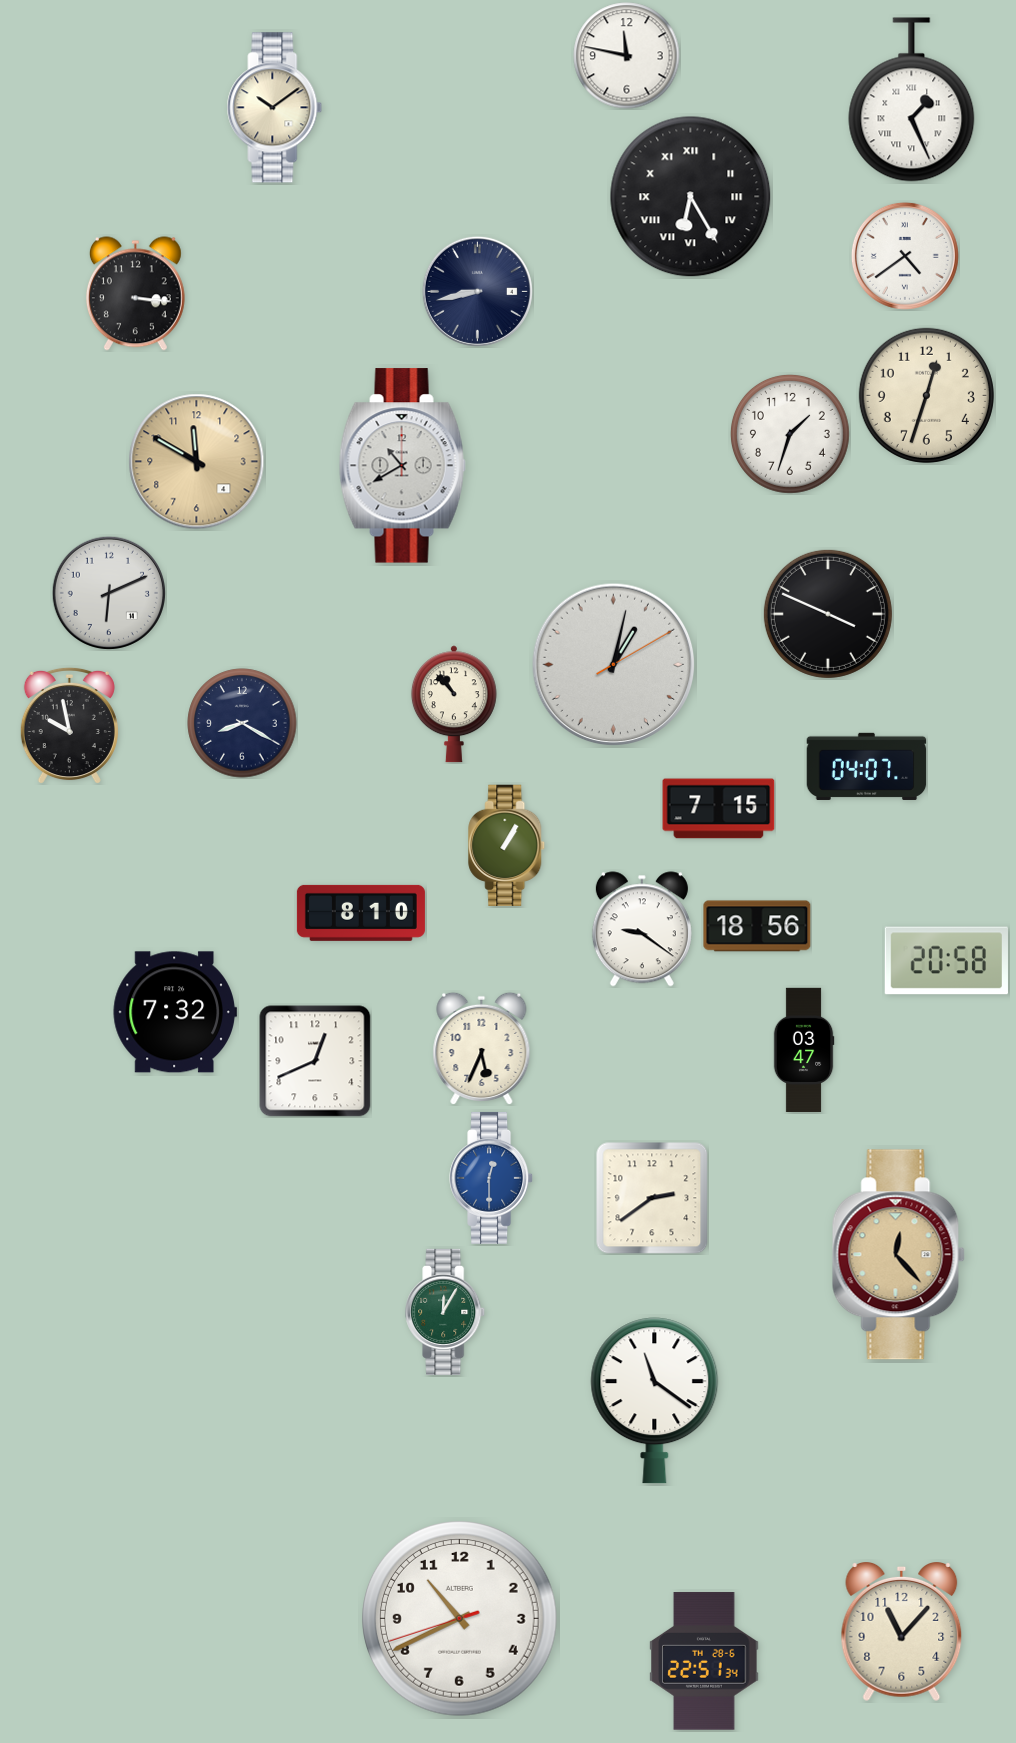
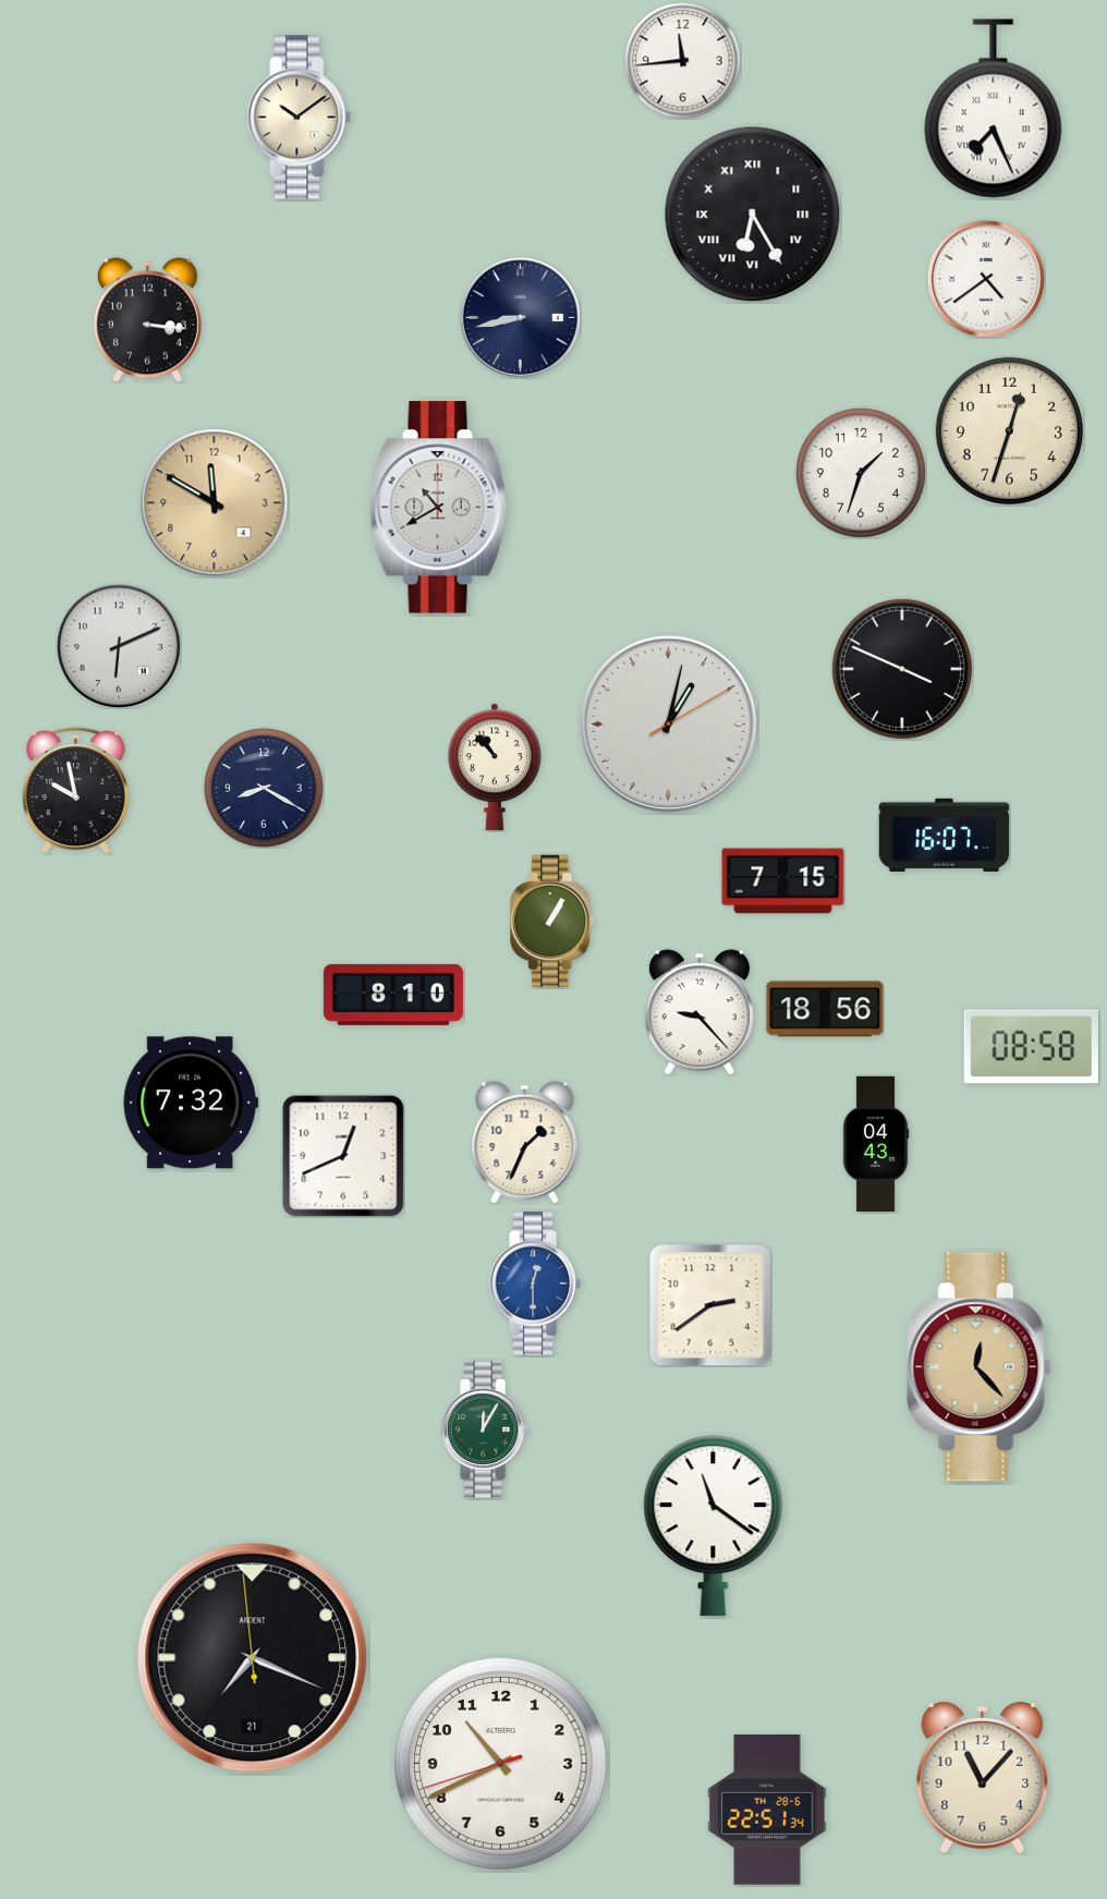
clock at (627, 56): 11:47 -> 11:44
clock at (912, 100): 1:26 -> 7:26
clock at (867, 766): 04:07 -> 16:07
clock at (642, 929): 9:21 -> 9:23
clock at (946, 961): 20:58 -> 08:58
clock at (482, 1048): 5:34 -> 1:34
clock at (804, 1049): 03:47 -> 04:43
clock at (253, 1658): none -> 7:18
